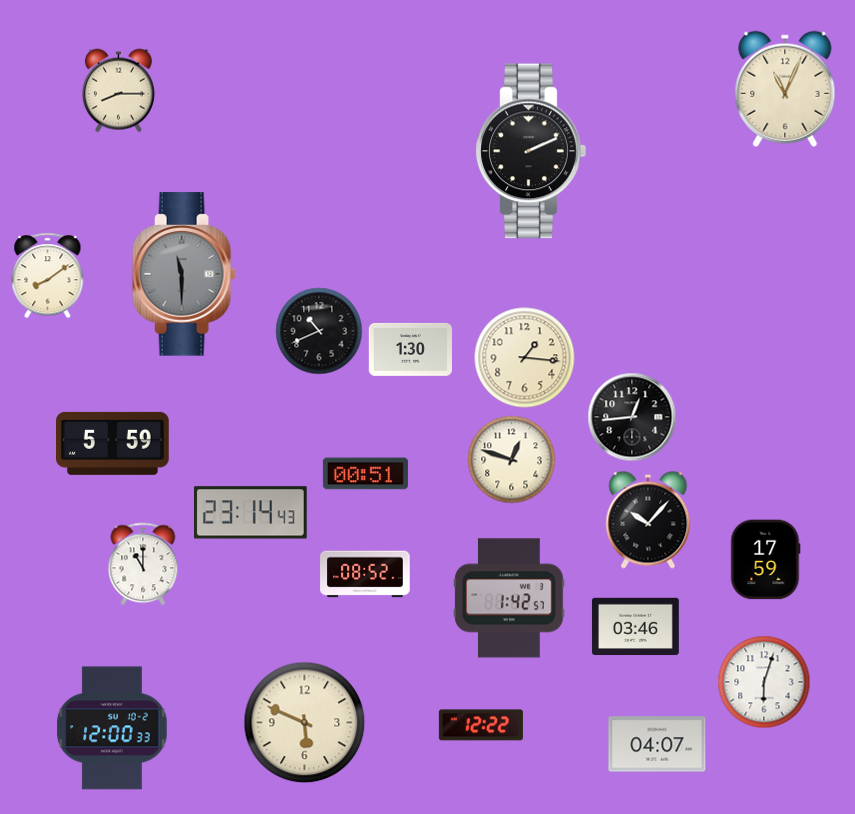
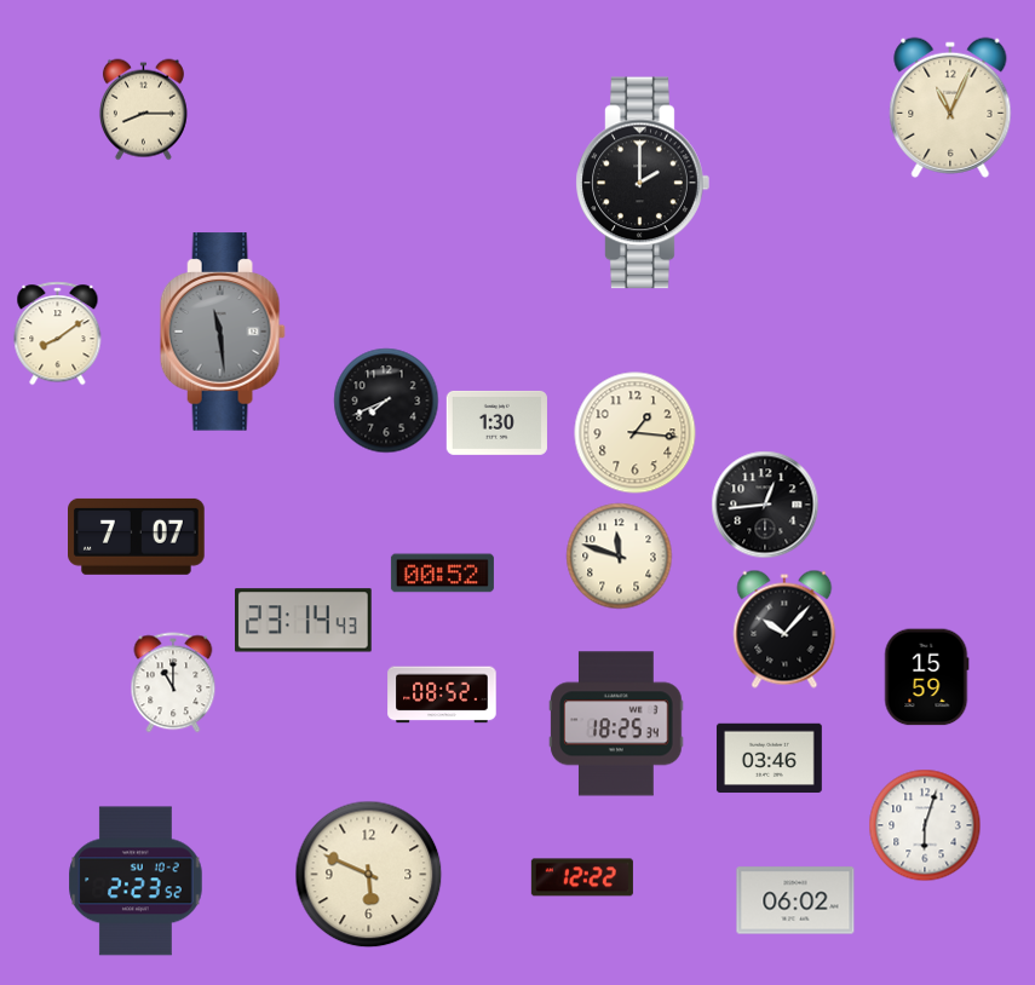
clock at (531, 151): 2:11 -> 2:00
clock at (184, 274): 11:30 -> 11:29
clock at (319, 331): 10:41 -> 7:41
clock at (113, 443): 5:59 -> 7:07
clock at (512, 460): 12:48 -> 11:48
clock at (365, 474): 00:51 -> 00:52
clock at (766, 560): 17:59 -> 15:59
clock at (509, 598): 1:42 -> 18:25
clock at (112, 728): 12:00 -> 2:23
clock at (657, 744): 04:07 -> 06:02
